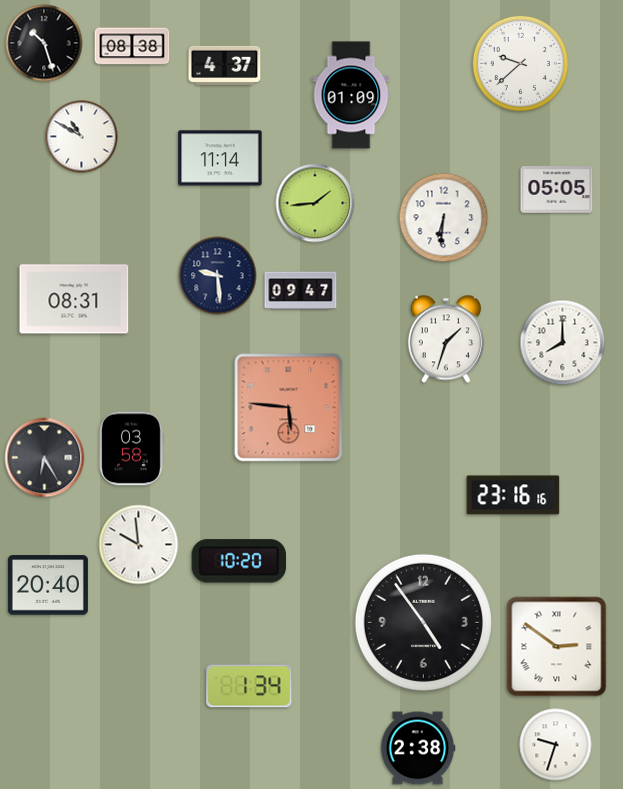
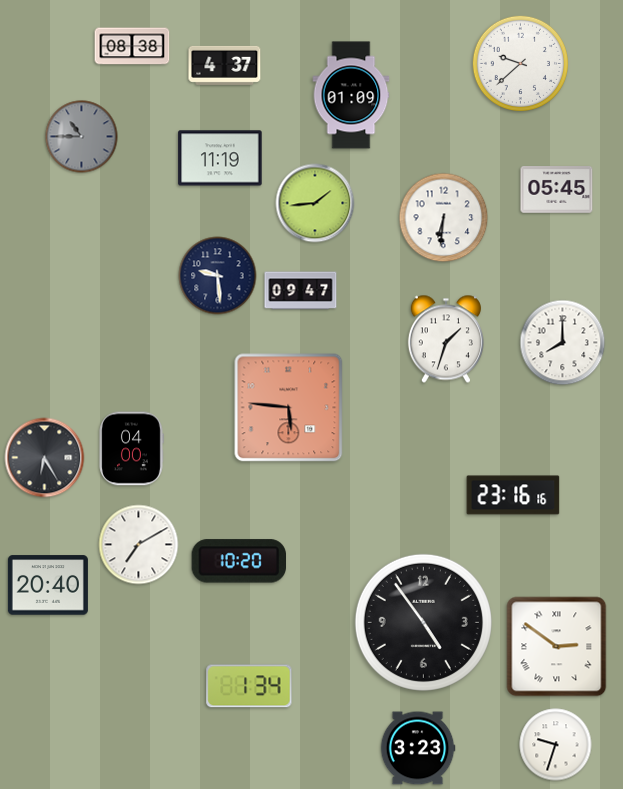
clock at (44, 43): 10:27 -> none
clock at (82, 137): 10:50 -> 10:45
clock at (82, 137) dial: white -> grey
clock at (220, 158): 11:14 -> 11:19
clock at (557, 190): 05:05 -> 05:45
clock at (74, 299): 08:31 -> none
clock at (131, 449): 03:58 -> 04:00
clock at (139, 545): 9:59 -> 7:10
clock at (418, 748): 2:38 -> 3:23
